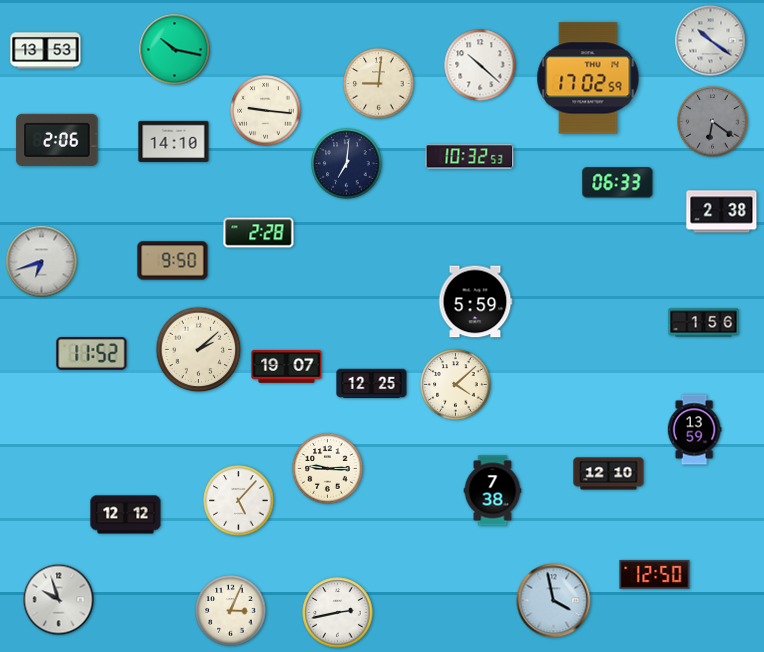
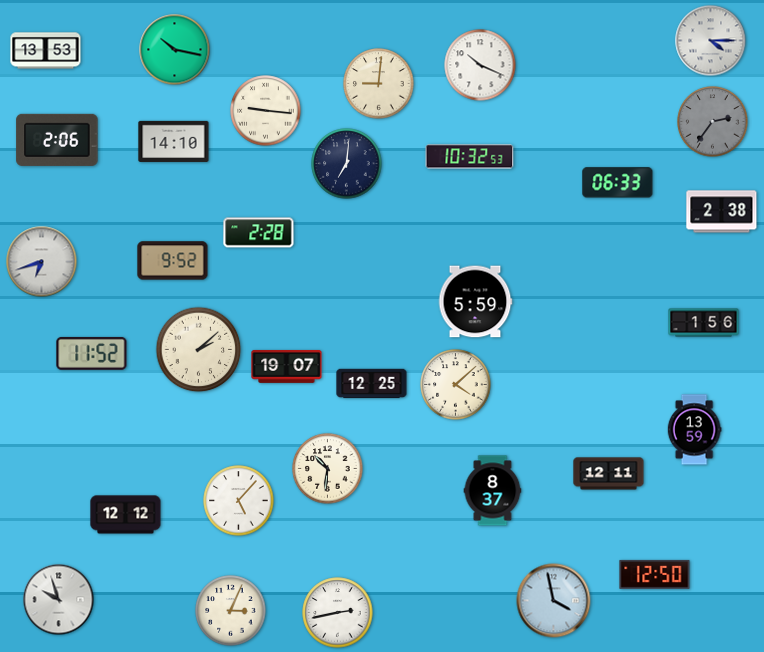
clock at (711, 41): 10:21 -> 4:15
clock at (480, 65): 10:22 -> 10:19
clock at (588, 78): 17:02 -> none
clock at (713, 122): 6:21 -> 2:36
clock at (173, 261): 9:50 -> 9:52
clock at (328, 469): 9:15 -> 10:31
clock at (609, 474): 12:10 -> 12:11
clock at (493, 491): 7:38 -> 8:37
